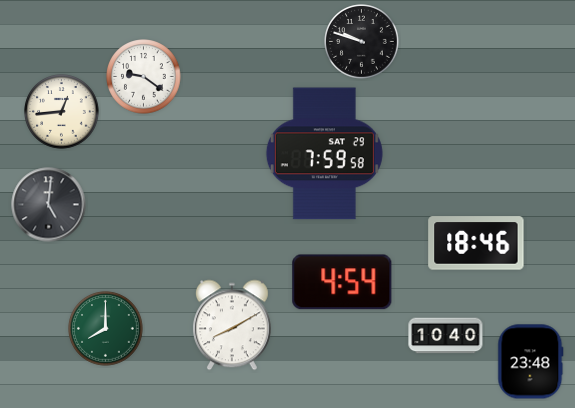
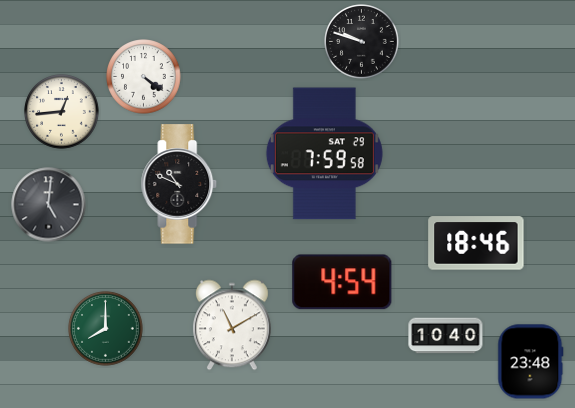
clock at (144, 77): 9:21 -> 4:21
clock at (179, 184): none -> 10:49
clock at (232, 325): 8:10 -> 11:10
